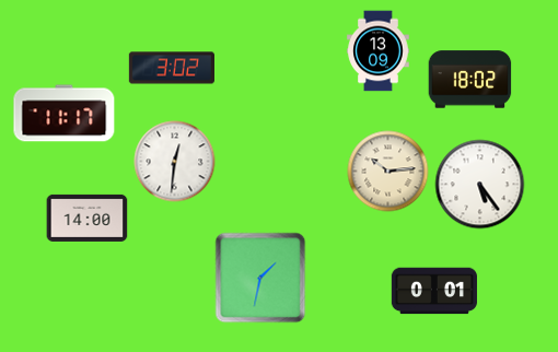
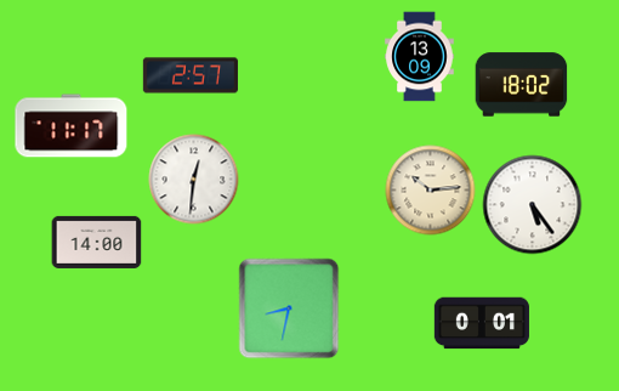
clock at (171, 68): 3:02 -> 2:57
clock at (470, 80) position: (470, 80) -> (522, 85)
clock at (260, 278): 1:32 -> 8:32
